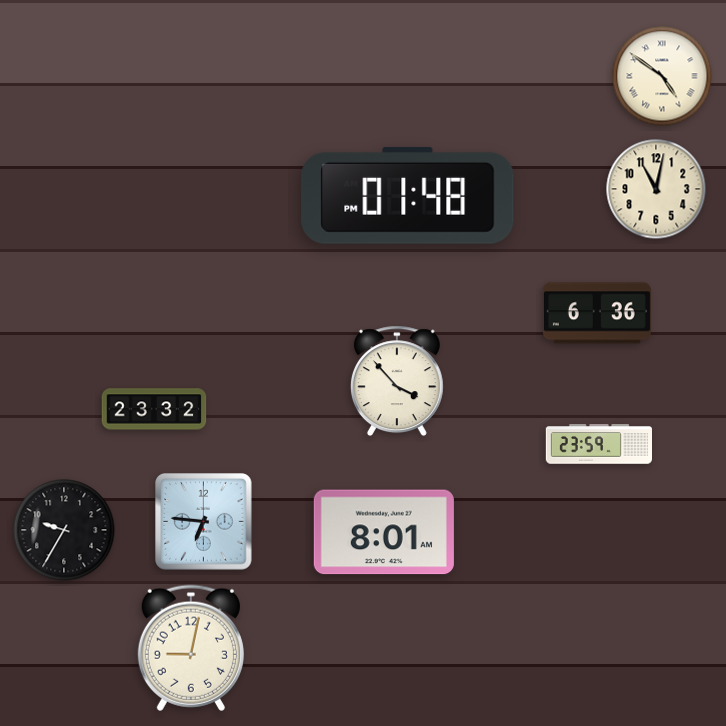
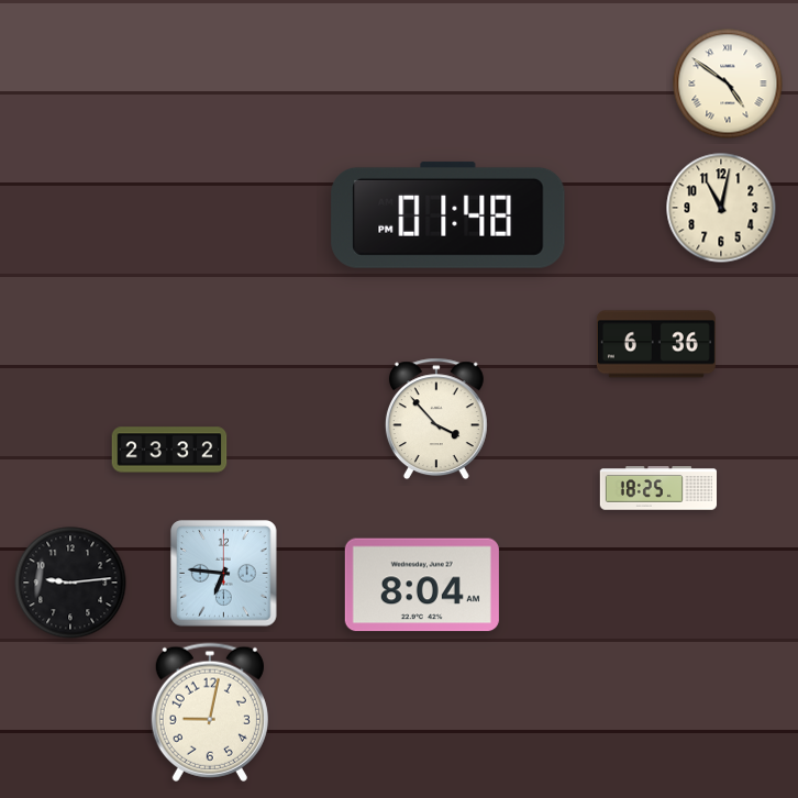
clock at (599, 444): 23:59 -> 18:25
clock at (64, 530): 9:35 -> 9:14
clock at (384, 532): 8:01 -> 8:04
